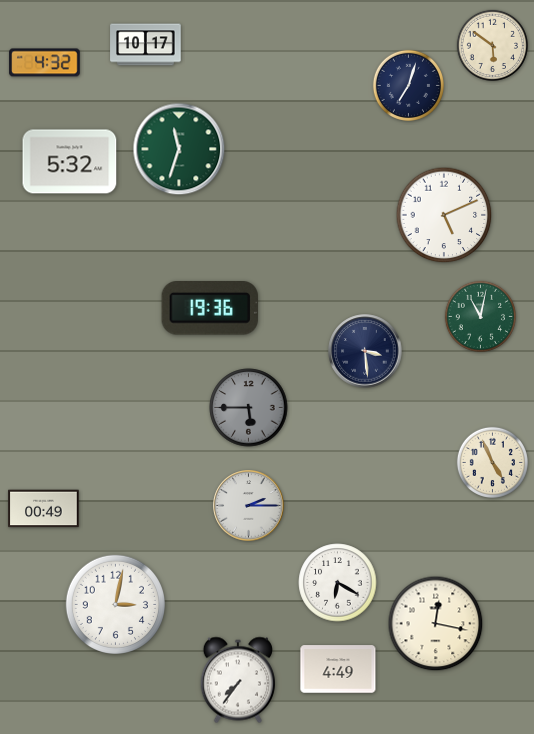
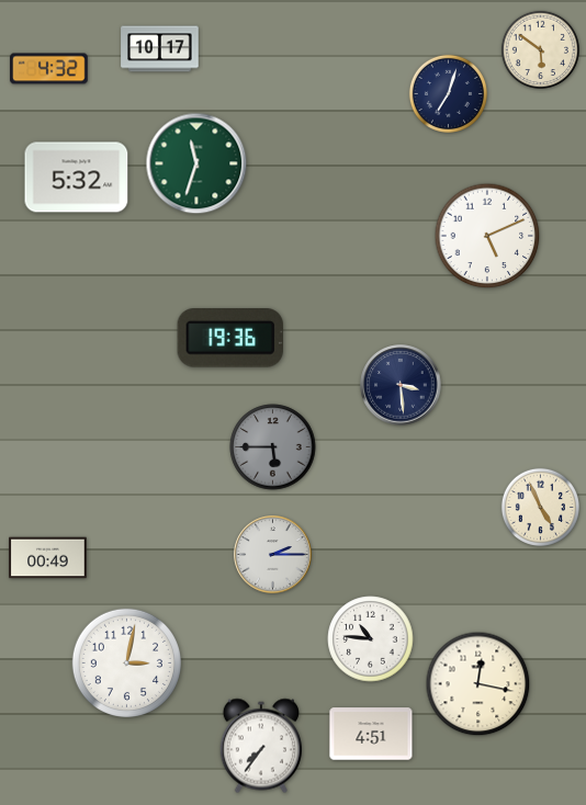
clock at (480, 316): 11:02 -> none
clock at (338, 583): 6:20 -> 10:46
clock at (338, 669): 4:49 -> 4:51
